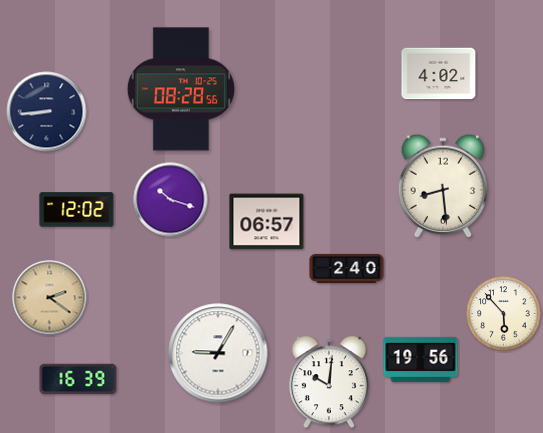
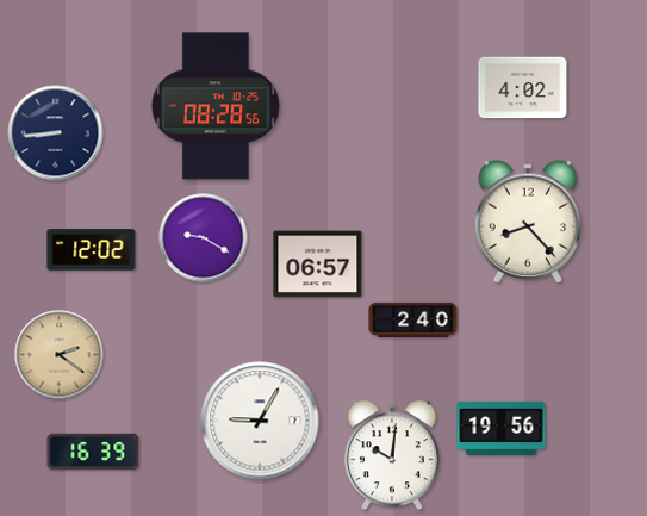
clock at (443, 185): 8:29 -> 8:23
clock at (171, 200): 10:18 -> 9:20
clock at (504, 314): 5:53 -> none
